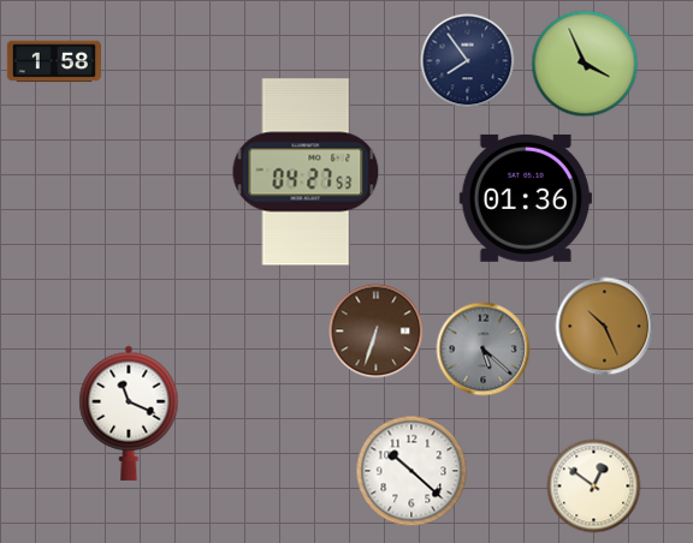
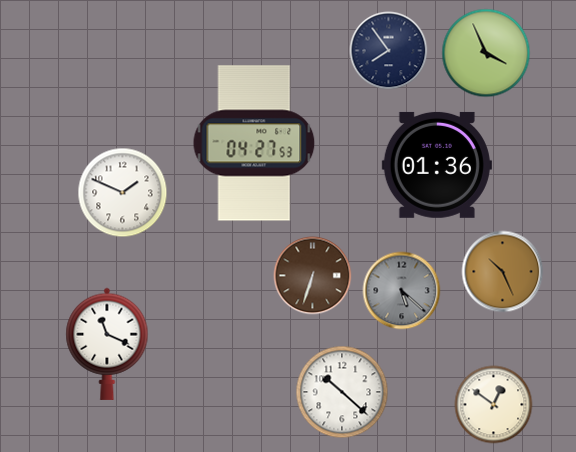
clock at (53, 61): 1:58 -> none
clock at (123, 193): none -> 1:49
